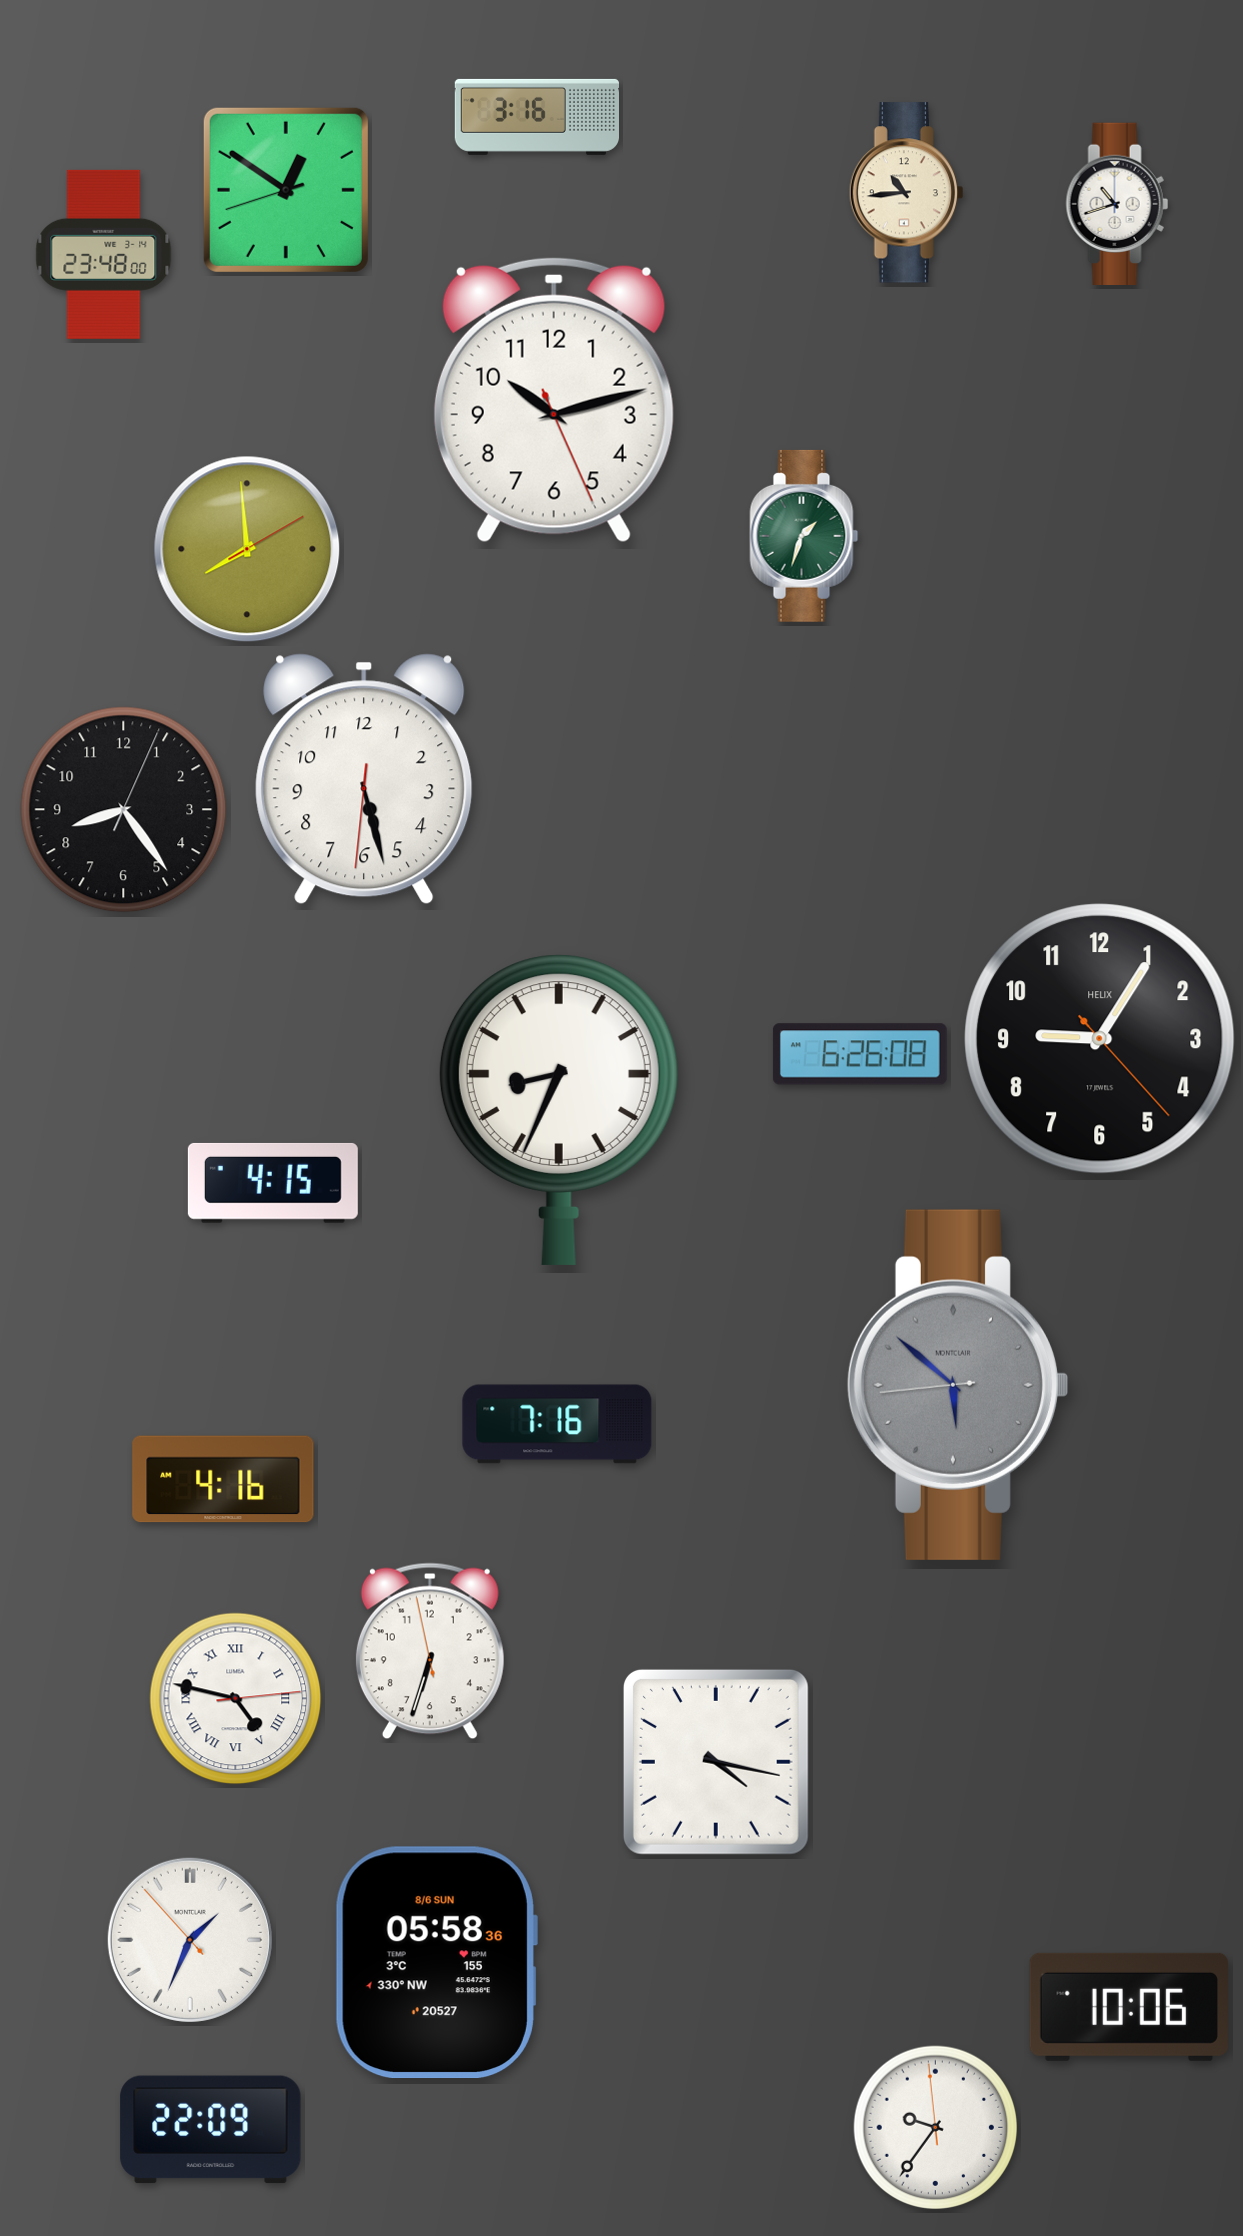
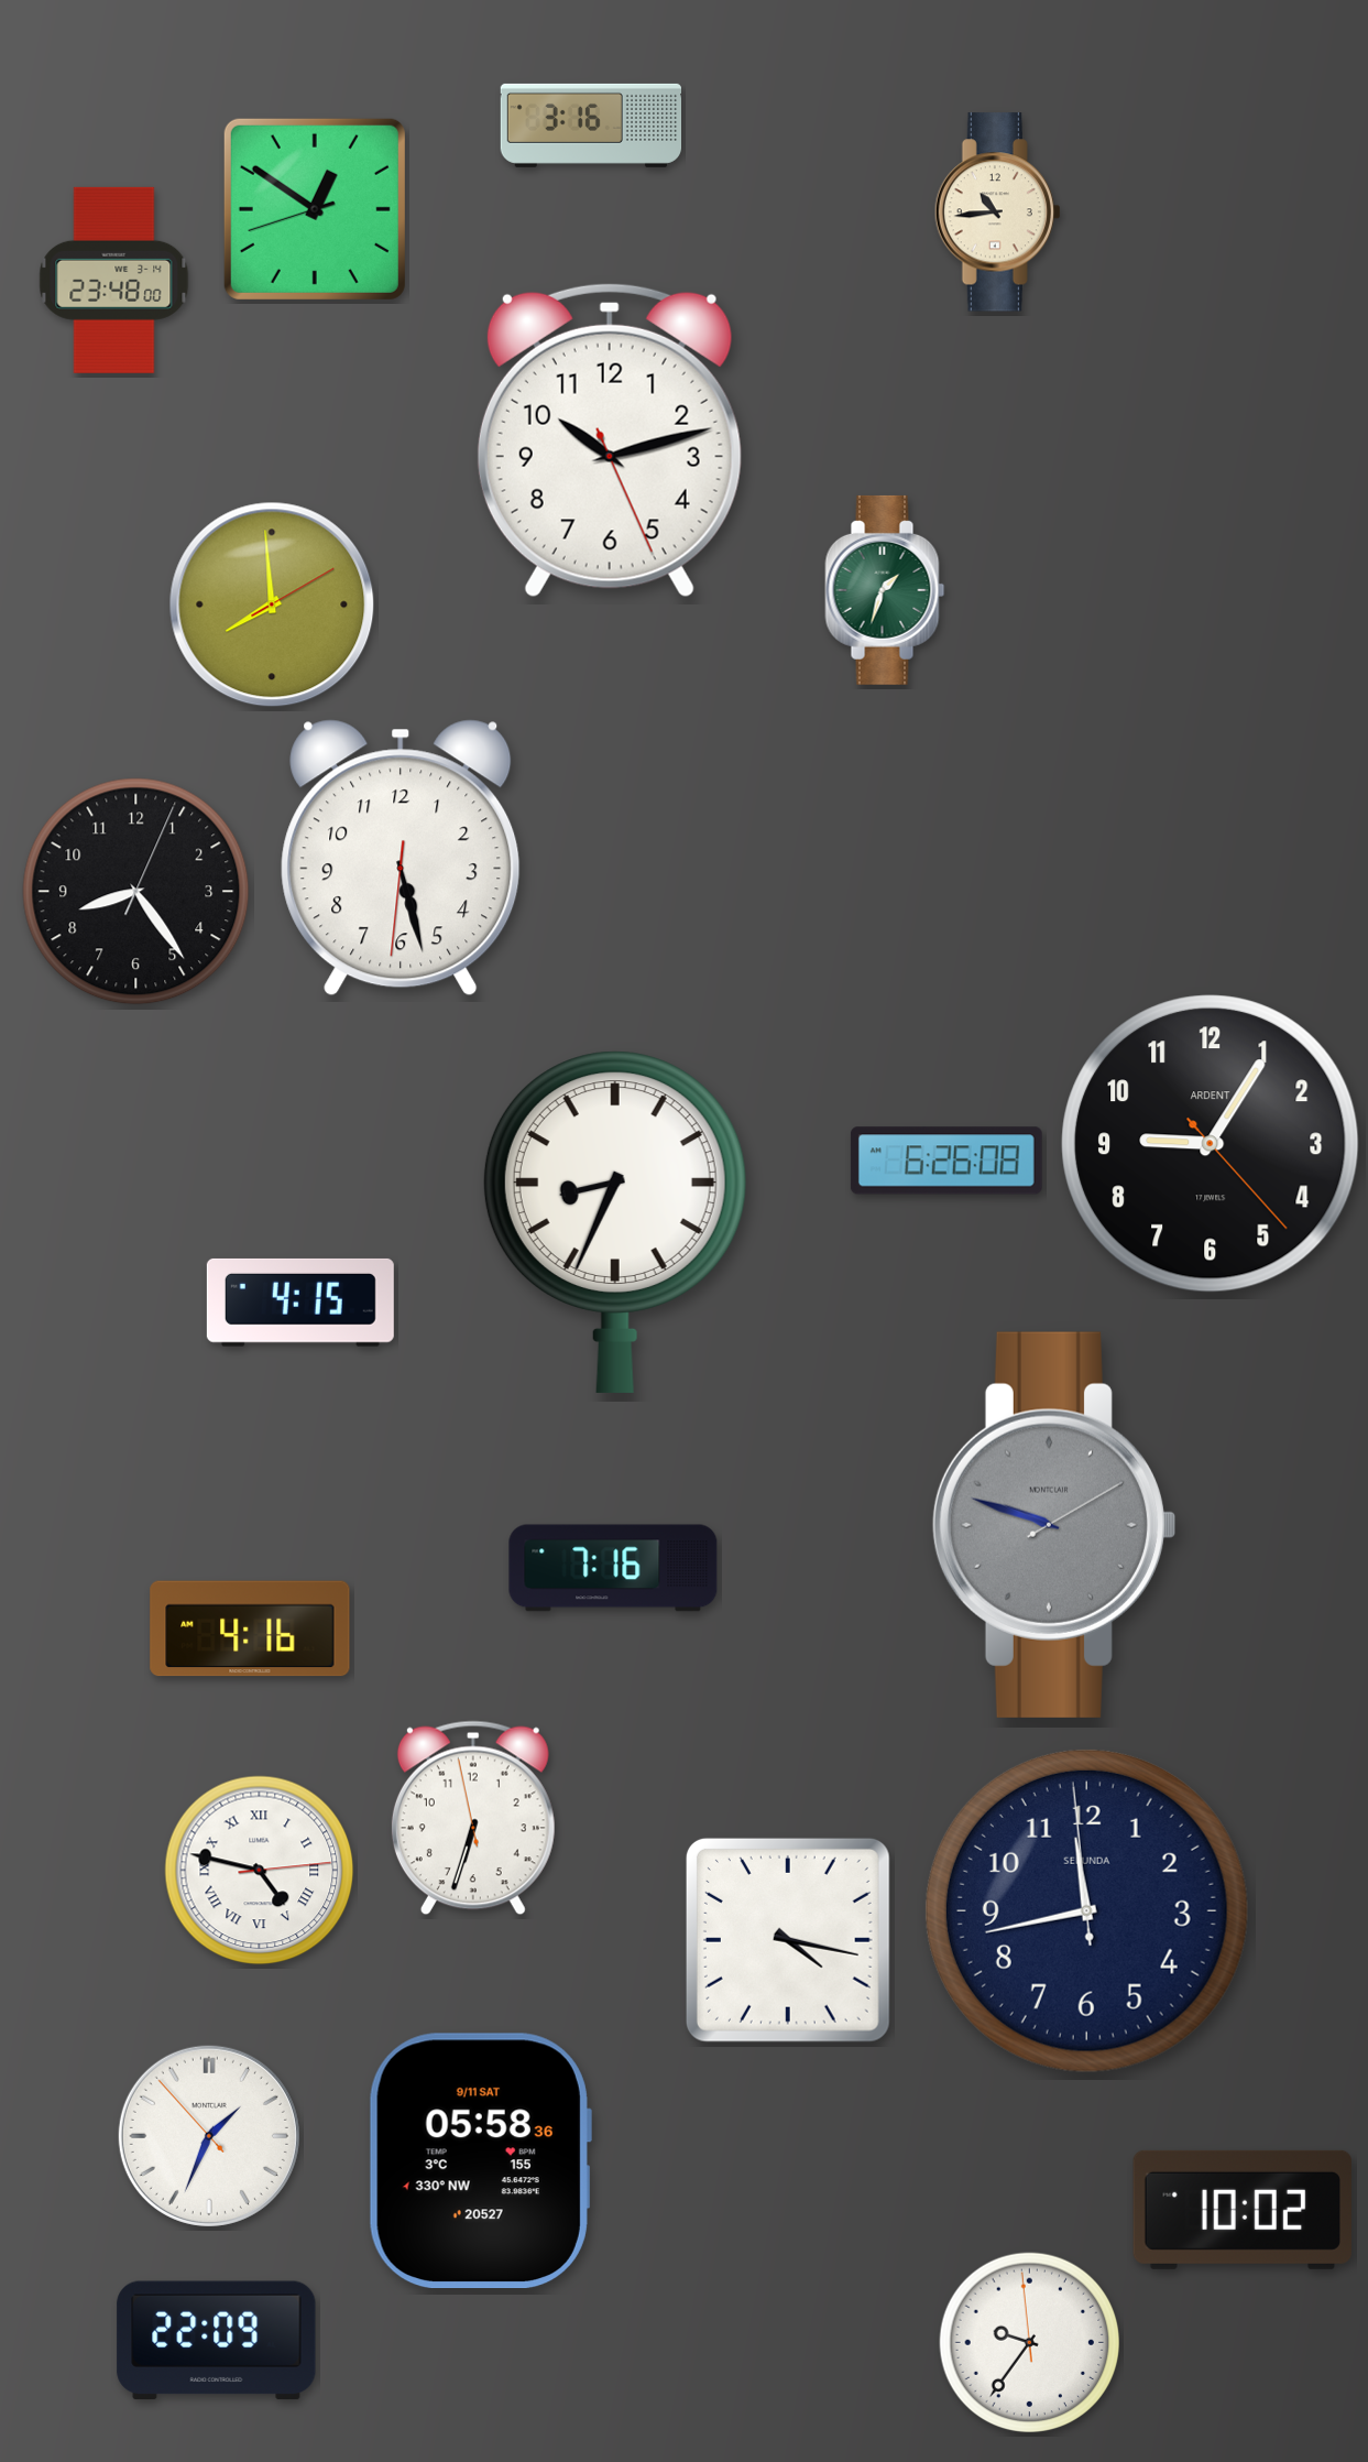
clock at (536, 117) position: (536, 117) -> (590, 126)
clock at (1117, 203): 10:42 -> none
clock at (1100, 1039) brand: HELIX -> ARDENT
clock at (957, 1385): 5:51 -> 9:48
clock at (223, 1479) position: (223, 1479) -> (250, 1628)
clock at (1086, 1910): none -> 11:42
clock at (436, 1962) date: 8/6 SUN -> 9/11 SAT
clock at (1128, 2007): 10:06 -> 10:02
clock at (211, 2130) position: (211, 2130) -> (217, 2341)
